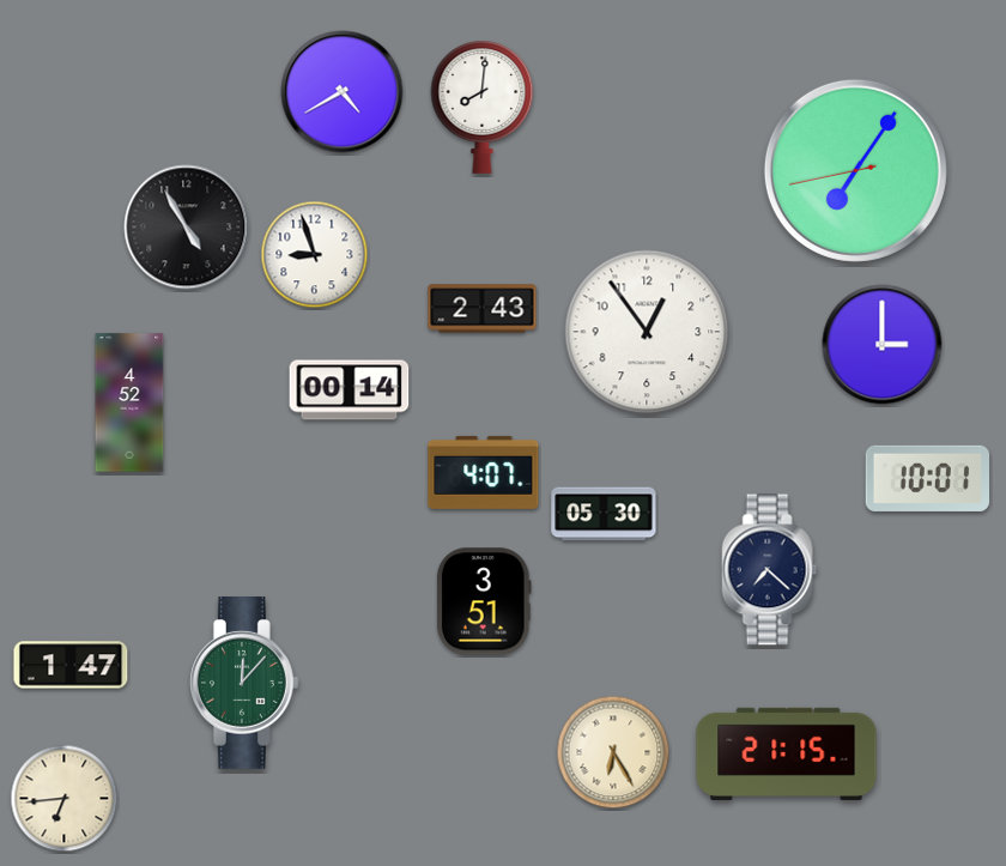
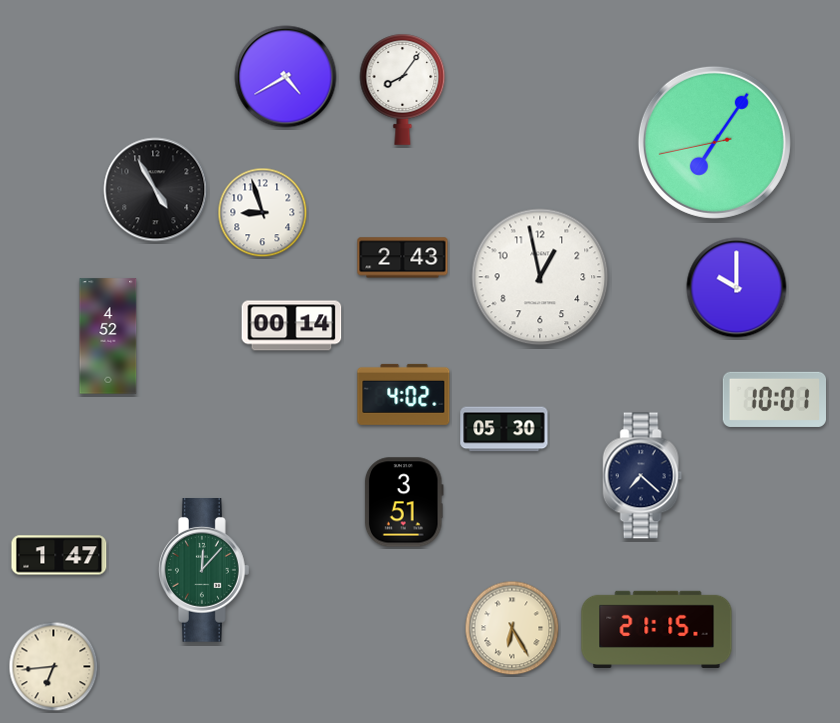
clock at (483, 107): 8:01 -> 8:06
clock at (647, 332): 12:54 -> 12:58
clock at (883, 345): 3:00 -> 10:00
clock at (484, 472): 4:07 -> 4:02
